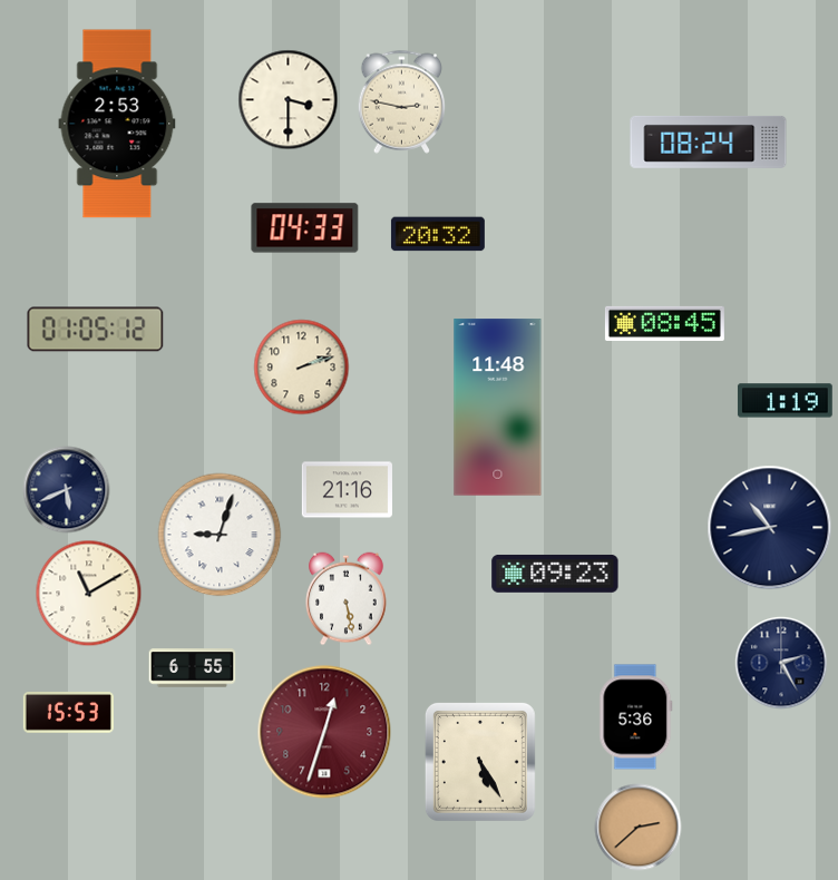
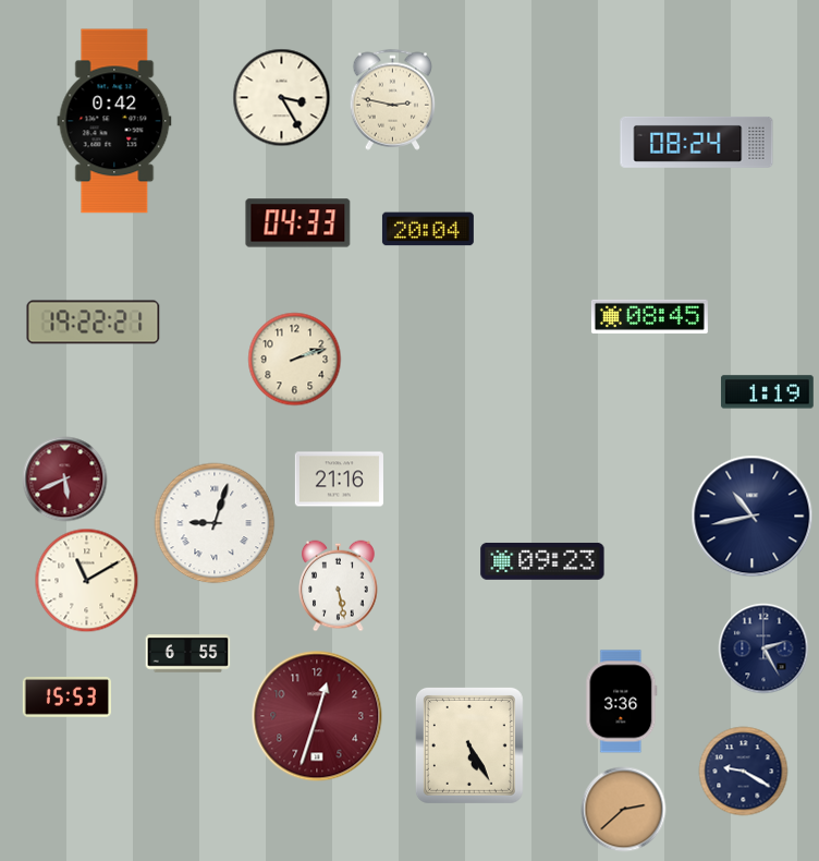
clock at (289, 100): 3:30 -> 3:25
clock at (117, 124): 2:53 -> 0:42
clock at (709, 141) position: (709, 141) -> (697, 142)
clock at (438, 234): 20:32 -> 20:04
clock at (96, 330): 01:05 -> 19:22
clock at (498, 408): 11:48 -> none
clock at (67, 490) dial: navy -> burgundy
clock at (636, 717): 5:36 -> 3:36
clock at (744, 772): none -> 9:20
